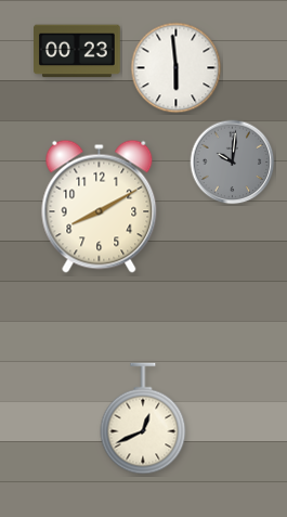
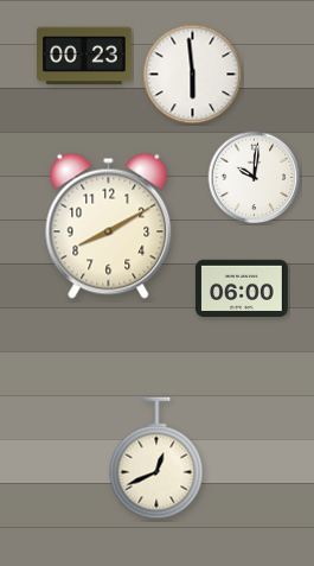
clock at (233, 163) dial: grey -> white
clock at (242, 287): none -> 06:00
